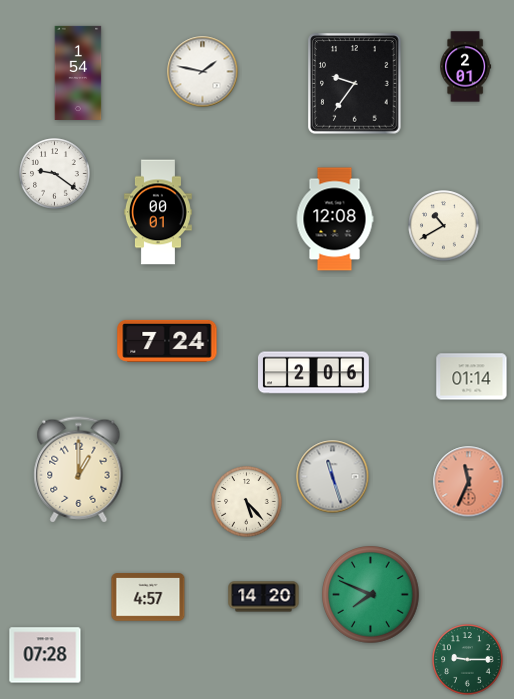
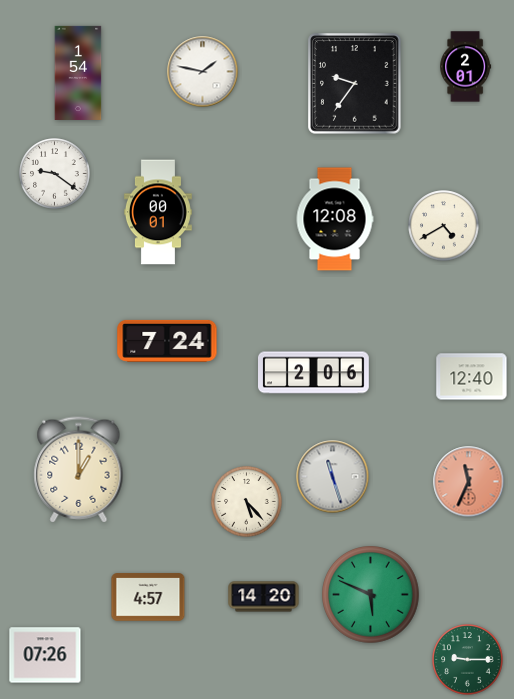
clock at (444, 226): 10:40 -> 4:40
clock at (472, 377): 01:14 -> 12:40
clock at (371, 595): 7:49 -> 5:49
clock at (45, 655): 07:28 -> 07:26
